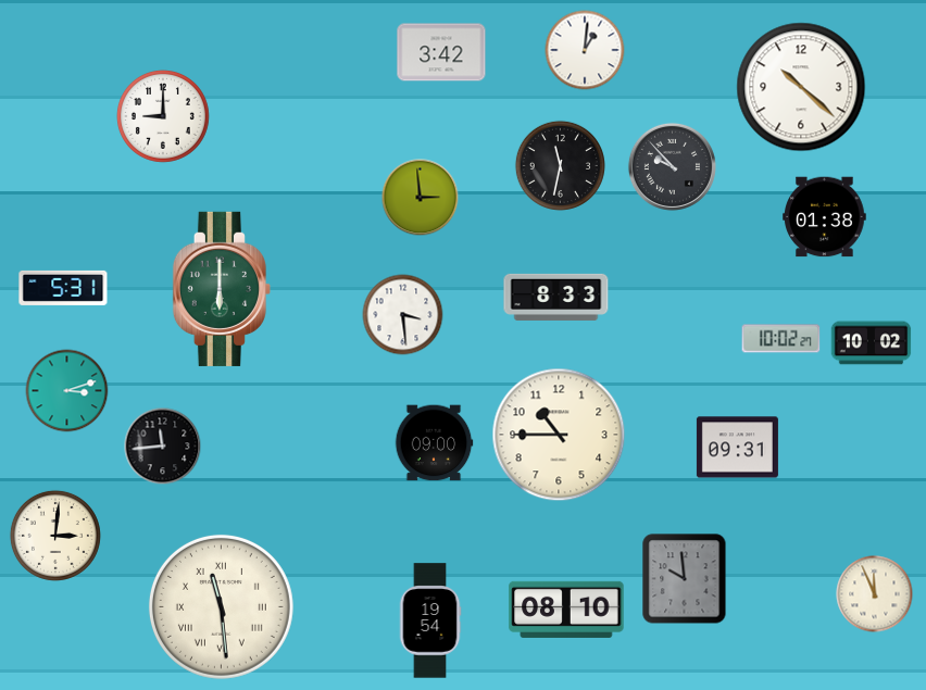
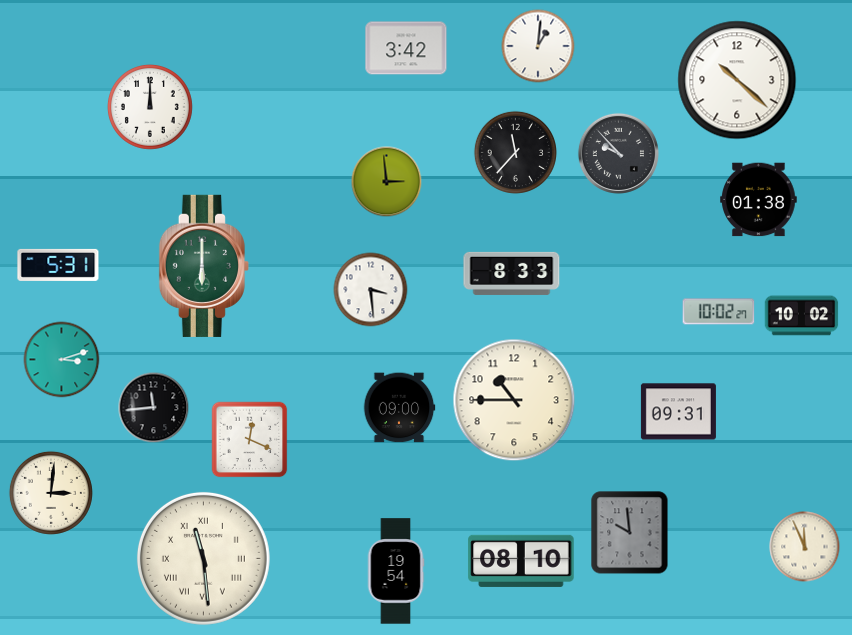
clock at (163, 116): 9:00 -> 12:00
clock at (560, 165): 11:32 -> 11:37
clock at (163, 447) position: (163, 447) -> (154, 408)
clock at (250, 440): none -> 12:19
